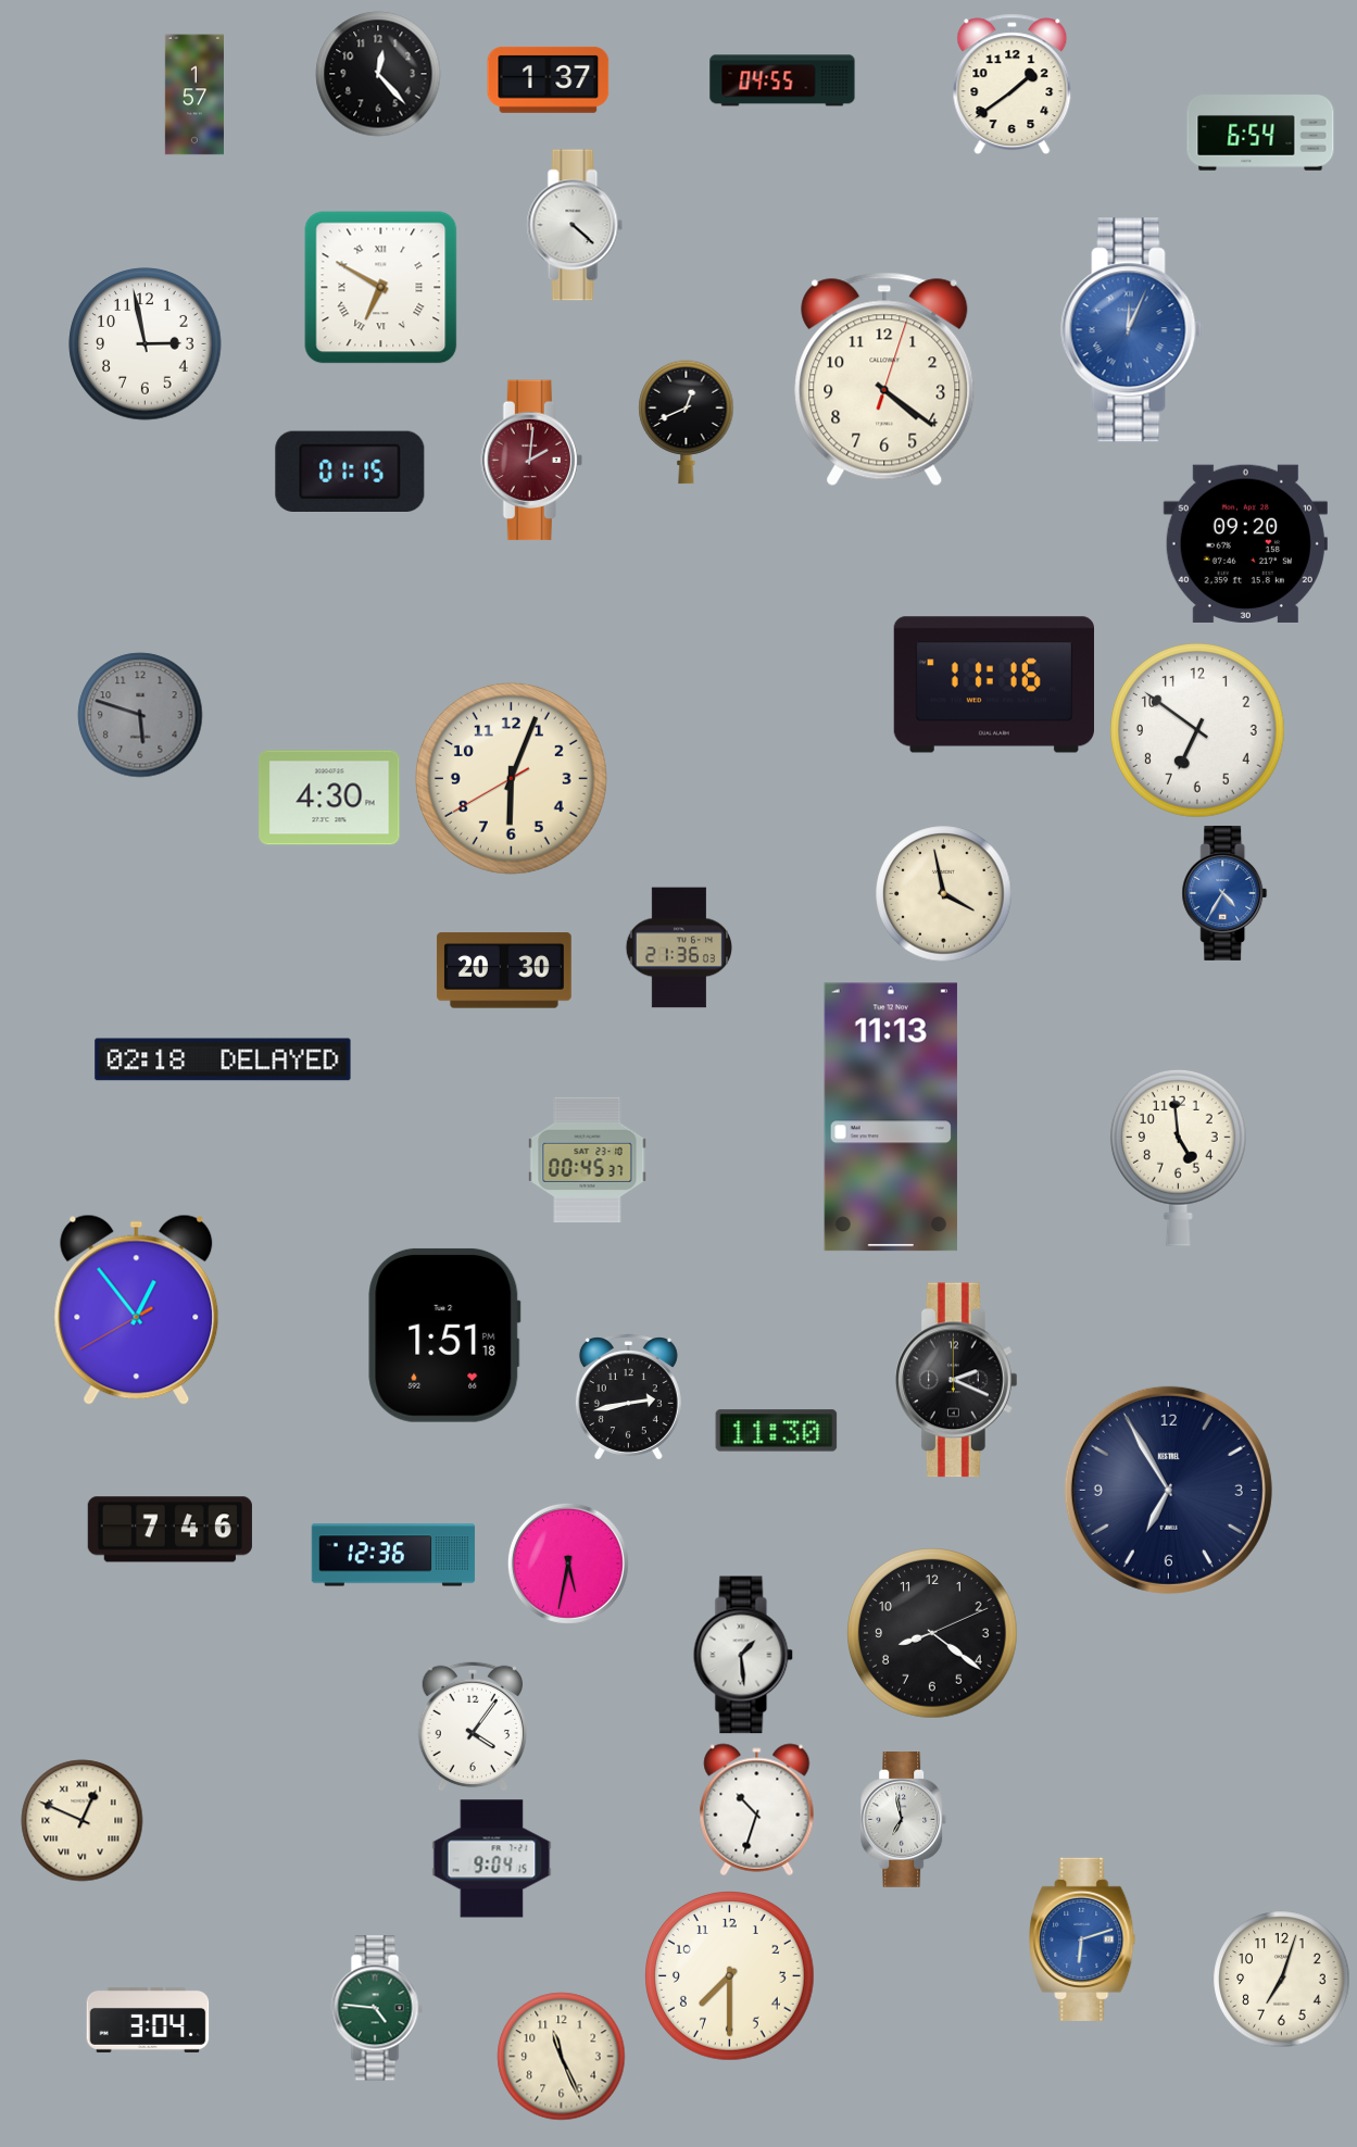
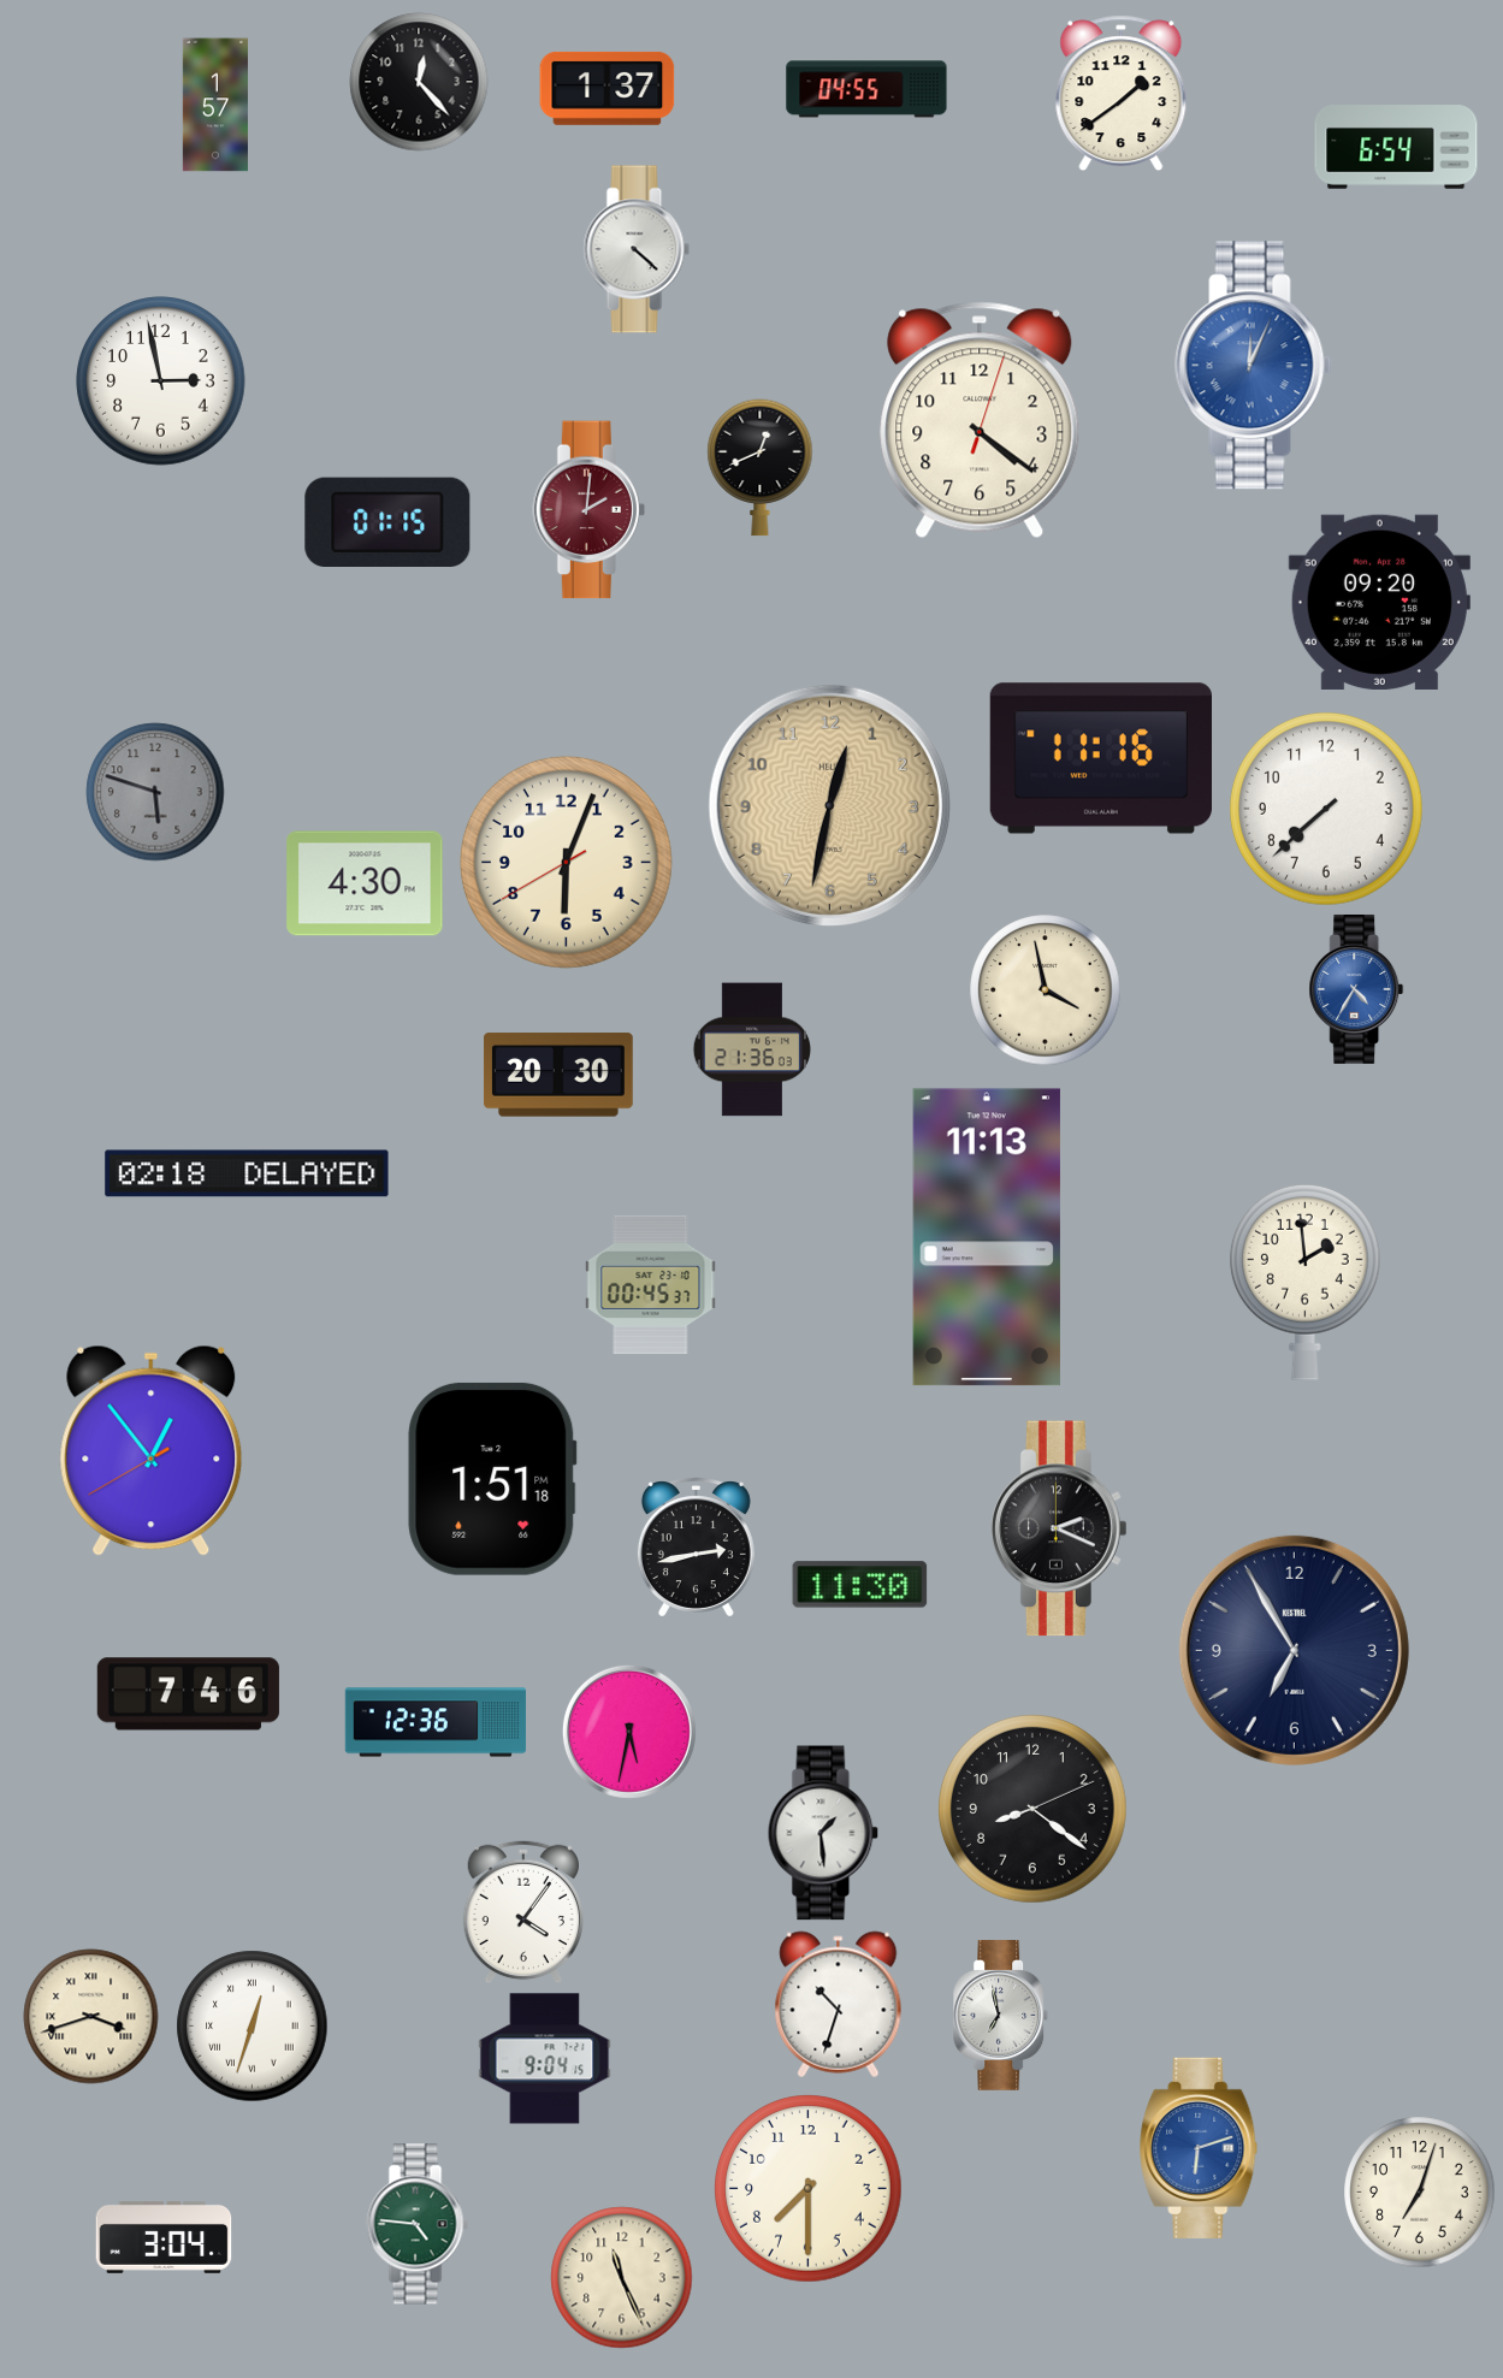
clock at (381, 288): 6:50 -> none
clock at (829, 805): none -> 12:32
clock at (1198, 731): 6:51 -> 7:38
clock at (1178, 1157): 4:59 -> 1:59
clock at (83, 1821): 12:49 -> 3:42
clock at (253, 2027): none -> 12:33
